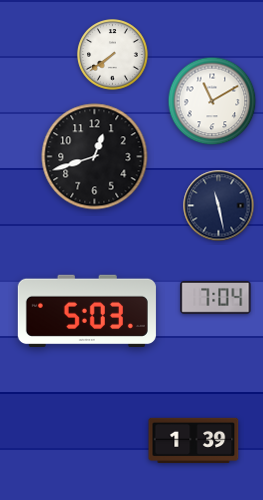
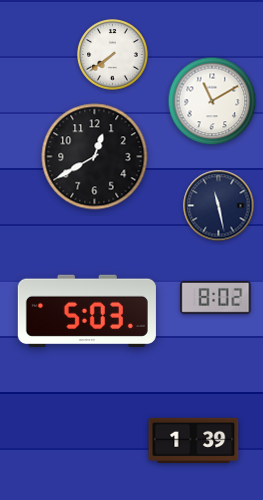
clock at (95, 157): 12:42 -> 12:40
clock at (216, 298): 7:04 -> 8:02
